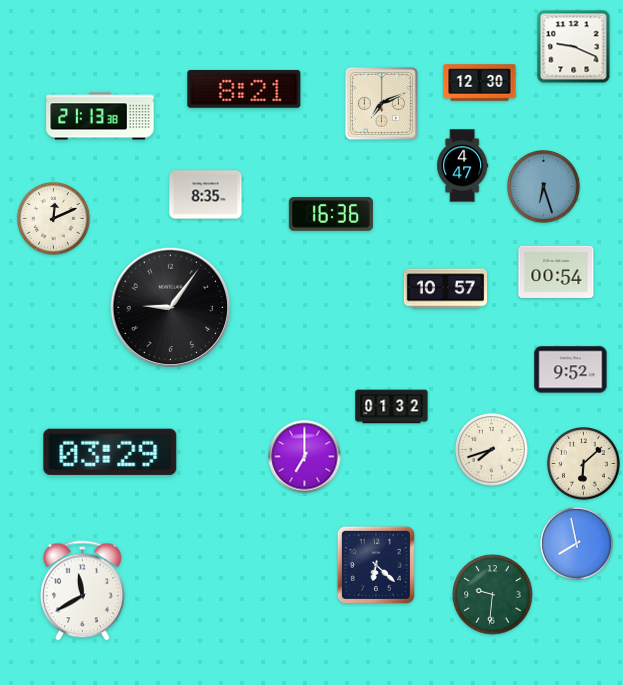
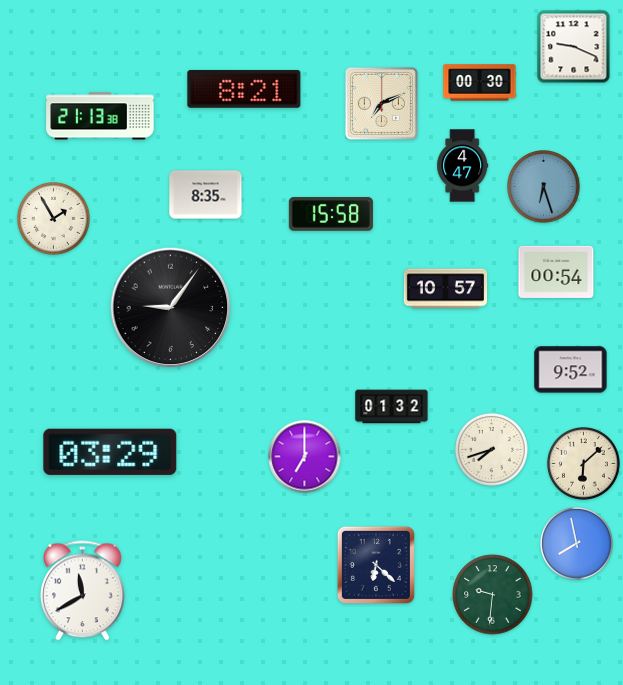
clock at (480, 83): 12:30 -> 00:30
clock at (331, 214): 16:36 -> 15:58
clock at (54, 219): 12:11 -> 1:55
